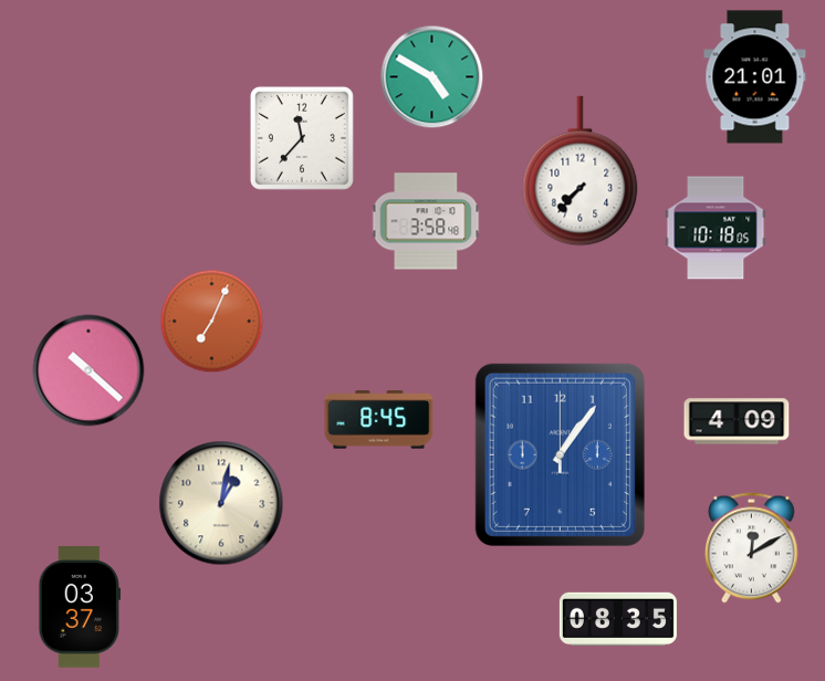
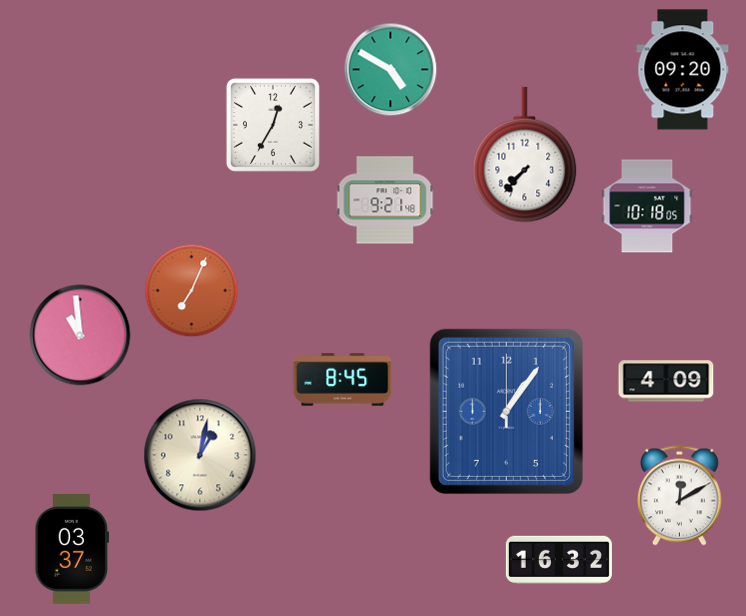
clock at (755, 77): 21:01 -> 09:20
clock at (302, 138): 11:37 -> 12:35
clock at (426, 221): 3:58 -> 9:21
clock at (88, 370): 10:22 -> 10:59
clock at (618, 618): 08:35 -> 16:32
